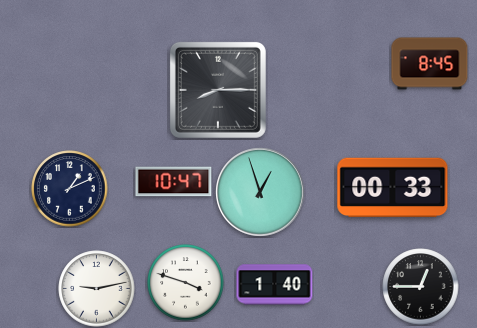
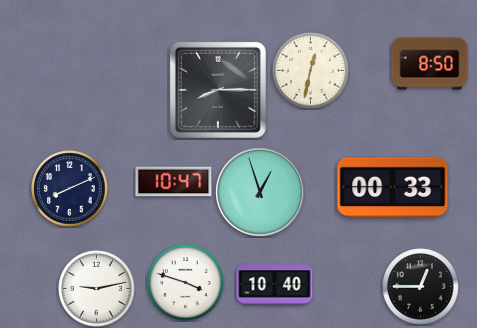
clock at (430, 64): 8:45 -> 8:50
clock at (311, 71): none -> 12:32
clock at (70, 189): 1:11 -> 8:11
clock at (275, 285): 1:40 -> 10:40
